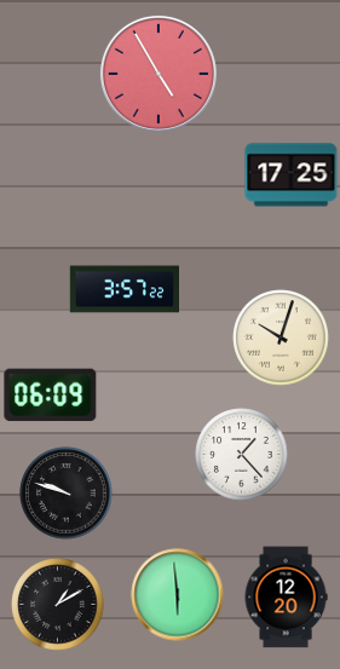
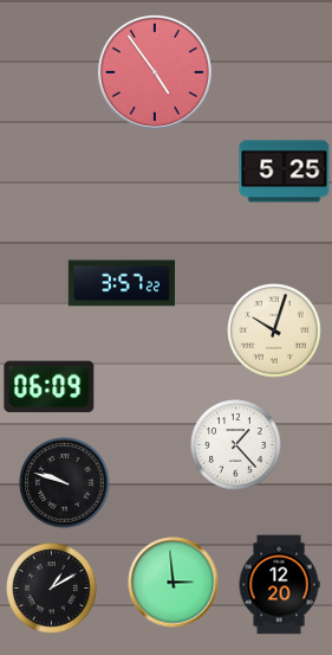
clock at (159, 74): 4:55 -> 4:54
clock at (292, 175): 17:25 -> 5:25
clock at (178, 595): 5:59 -> 2:59
clock at (58, 605) position: (58, 605) -> (52, 589)
